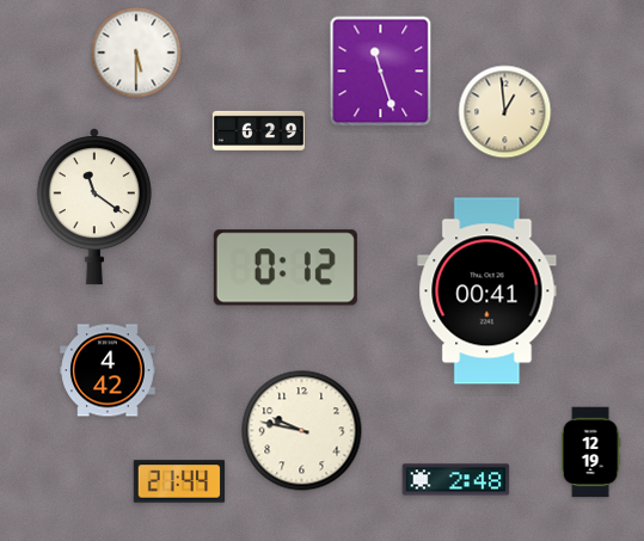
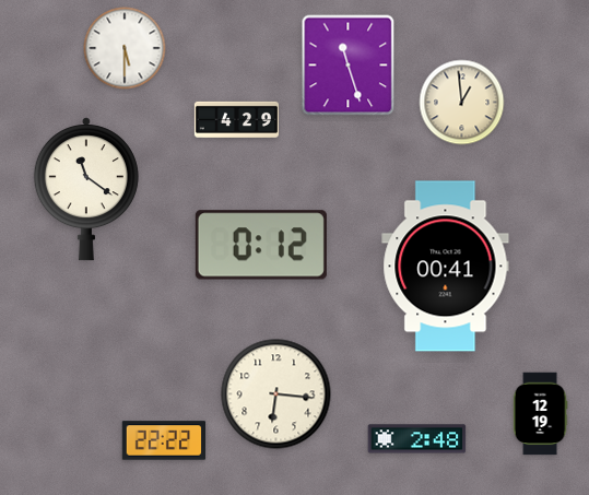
clock at (258, 130): 6:29 -> 4:29
clock at (108, 370): 4:42 -> none
clock at (302, 431): 9:47 -> 6:16
clock at (179, 481): 21:44 -> 22:22
